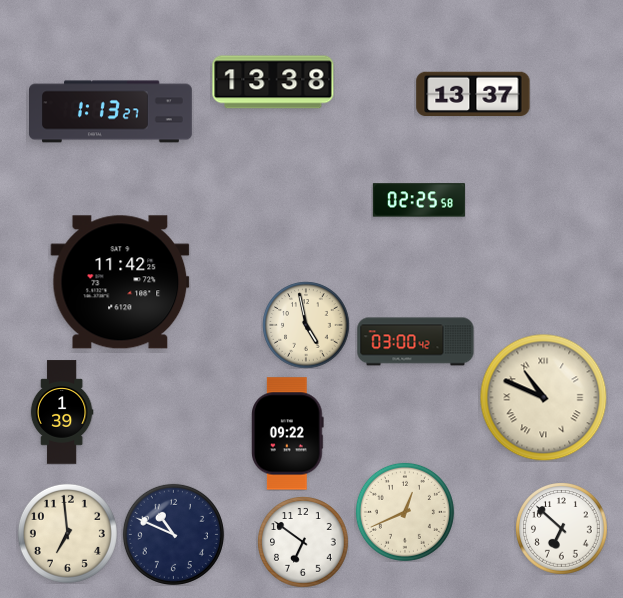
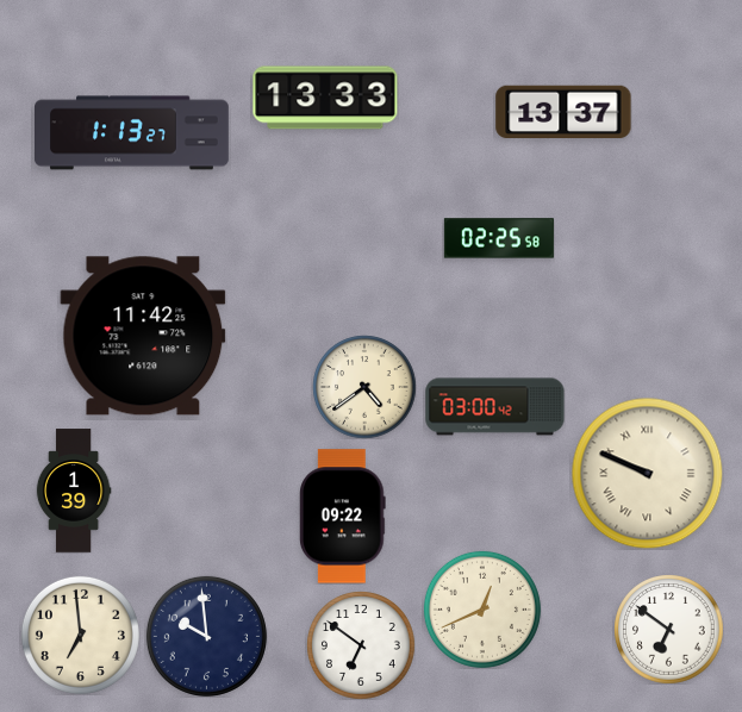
clock at (273, 82): 13:38 -> 13:33
clock at (306, 325): 4:58 -> 4:39
clock at (543, 397): 10:49 -> 9:49
clock at (562, 529): 6:52 -> 6:51
clock at (173, 534): 10:49 -> 9:59
